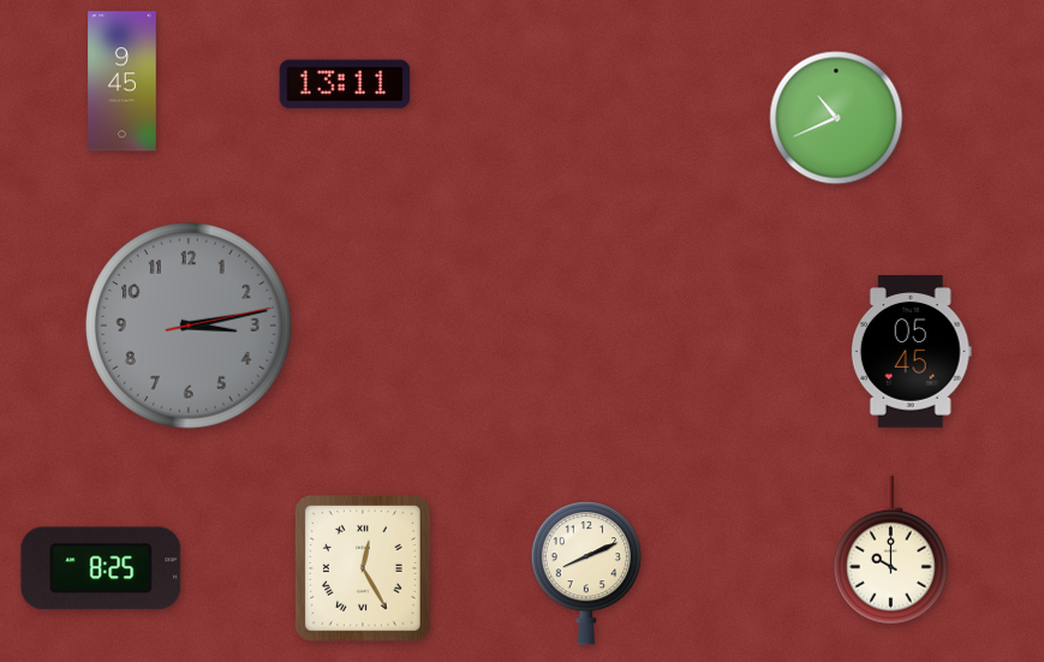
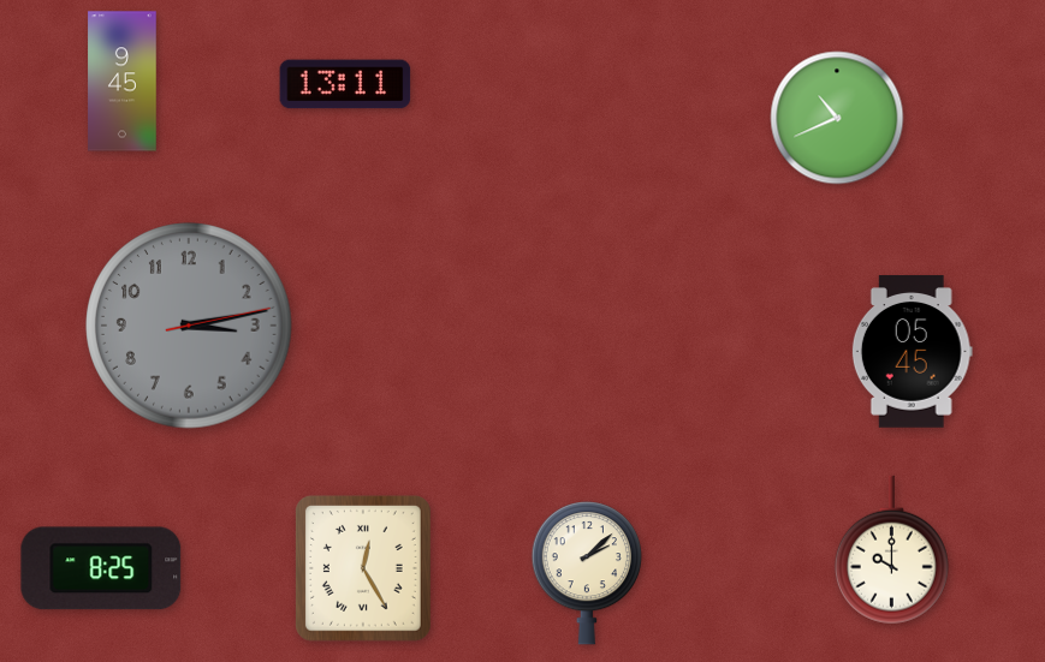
clock at (586, 573): 8:11 -> 2:08
